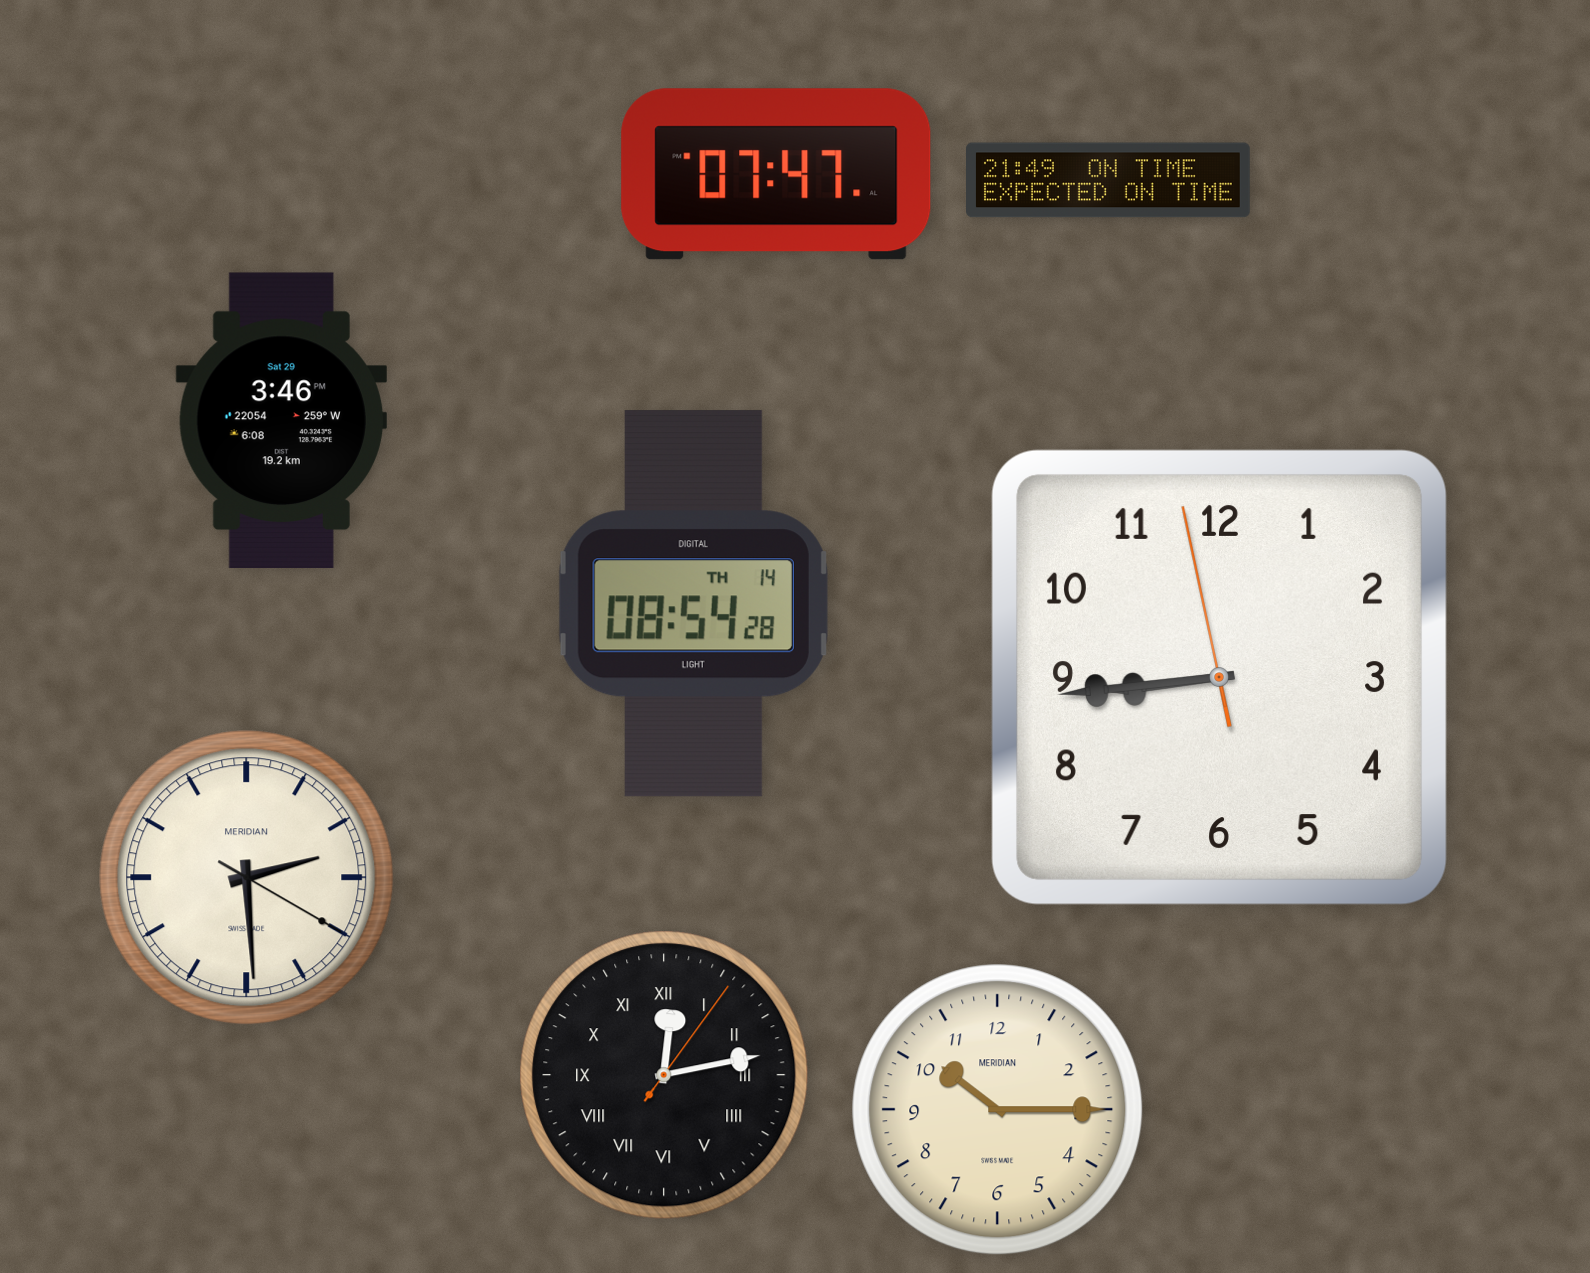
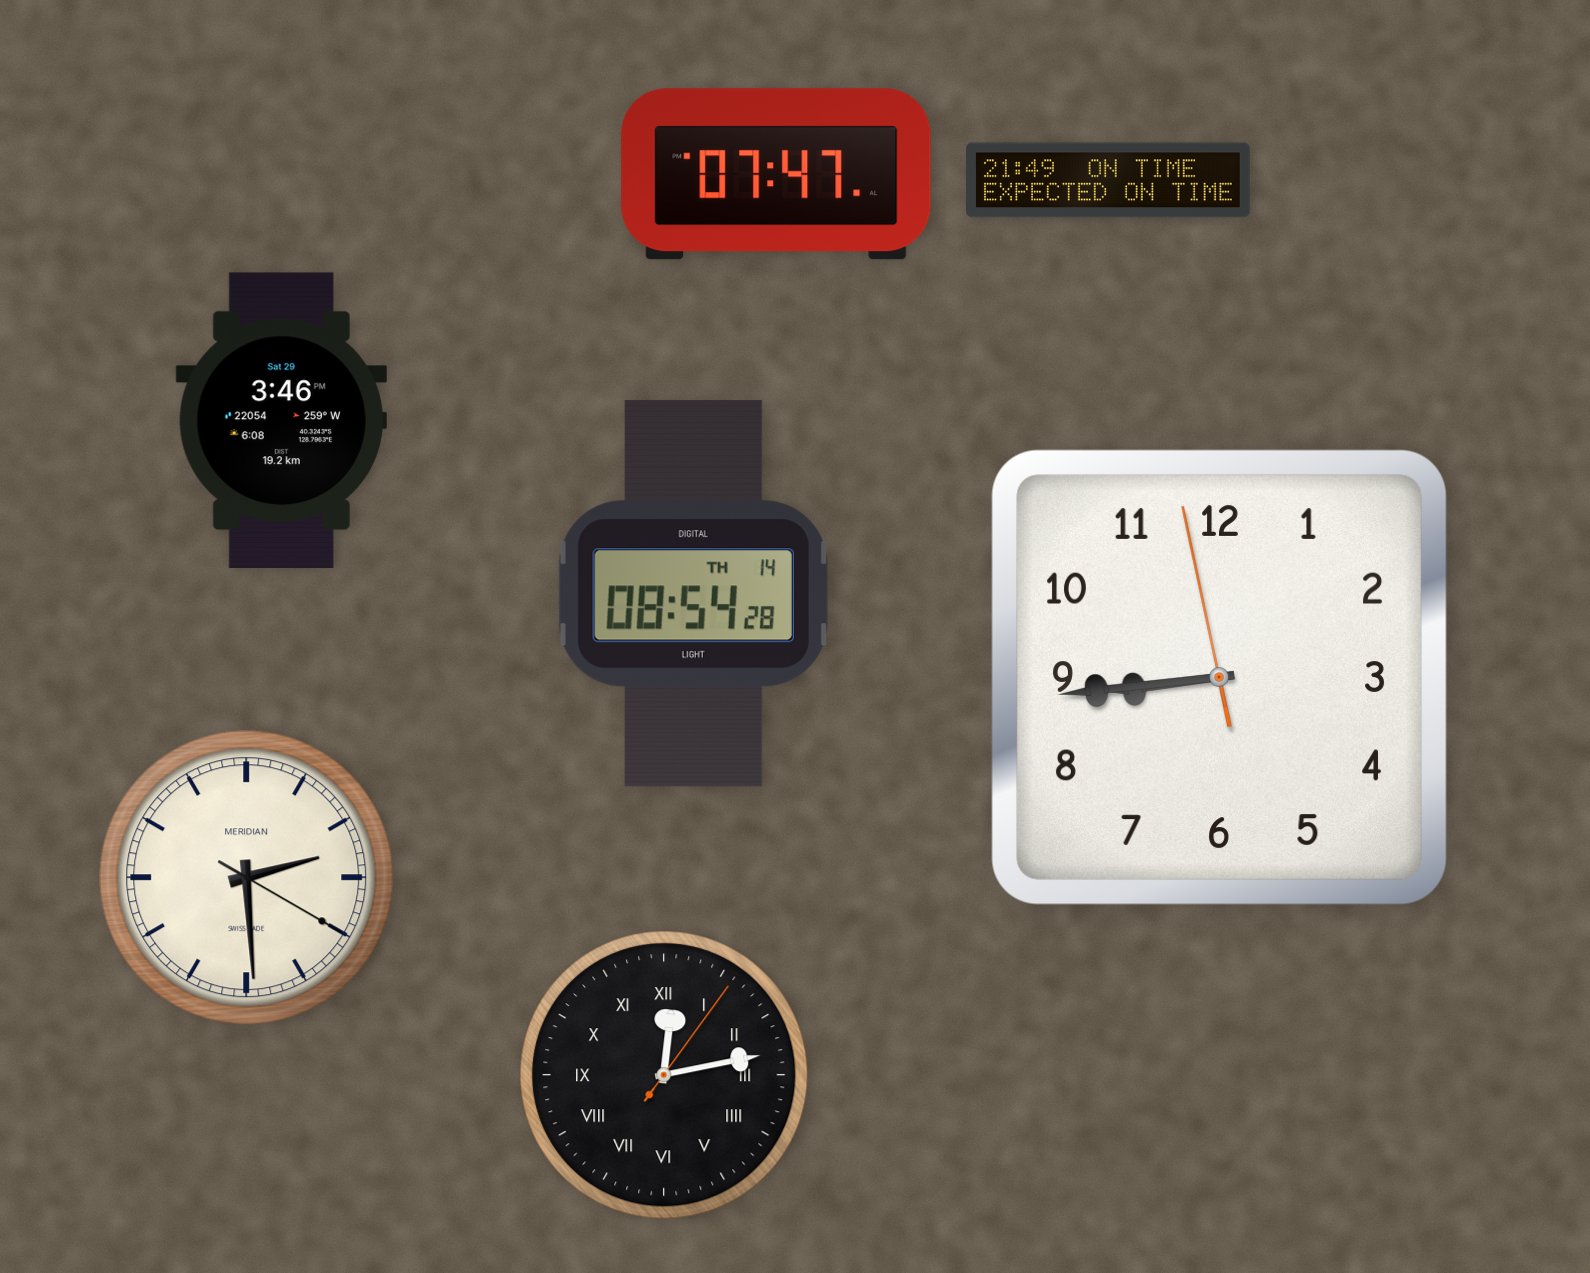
clock at (693, 604) position: (693, 604) -> (693, 594)
clock at (998, 1110): 10:15 -> none
